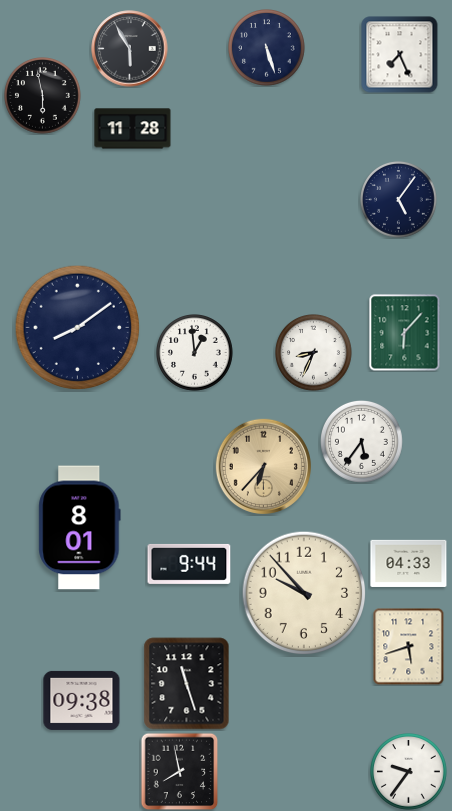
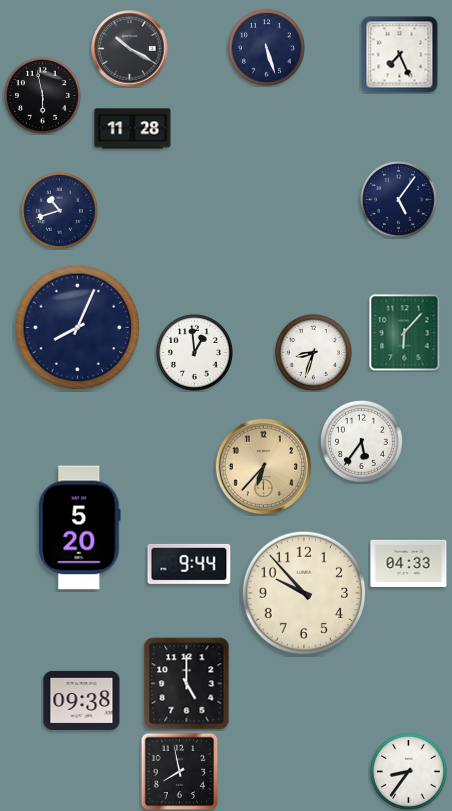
clock at (130, 49): 5:55 -> 10:20
clock at (60, 211): none -> 10:42
clock at (78, 328): 8:09 -> 8:04
clock at (314, 353): 8:34 -> 8:33
clock at (80, 528): 8:01 -> 5:20
clock at (409, 646): 5:42 -> none
clock at (187, 684): 11:27 -> 5:00
clock at (409, 772): 9:36 -> 8:36
